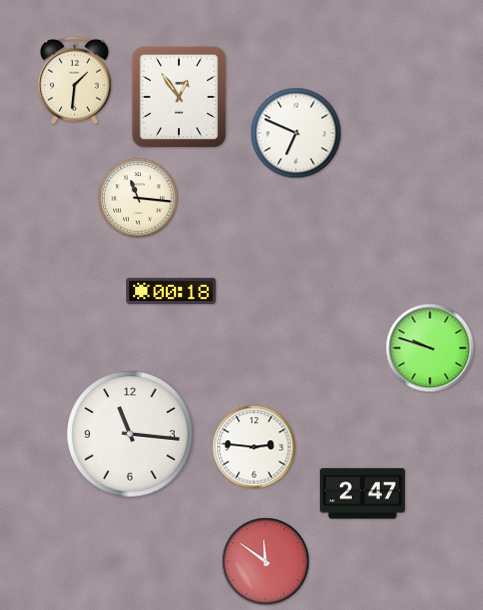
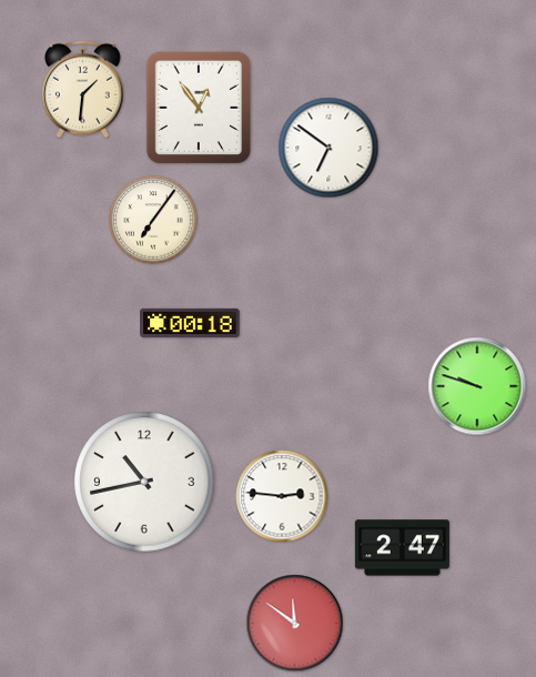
clock at (296, 133): 6:49 -> 6:51
clock at (138, 198): 11:16 -> 7:06
clock at (130, 434): 11:16 -> 10:43
